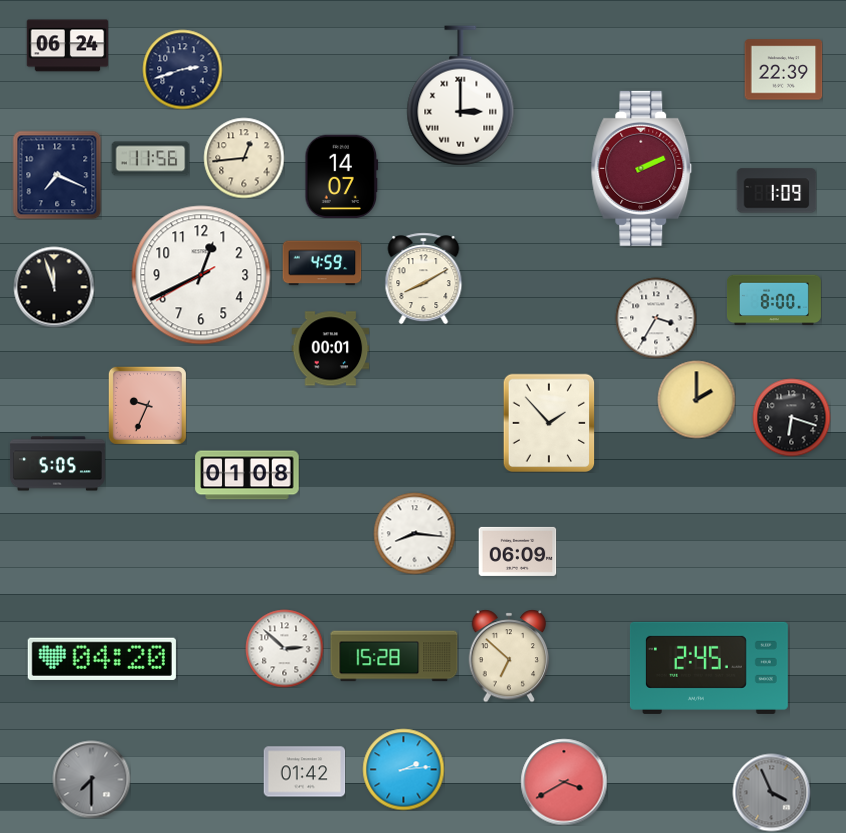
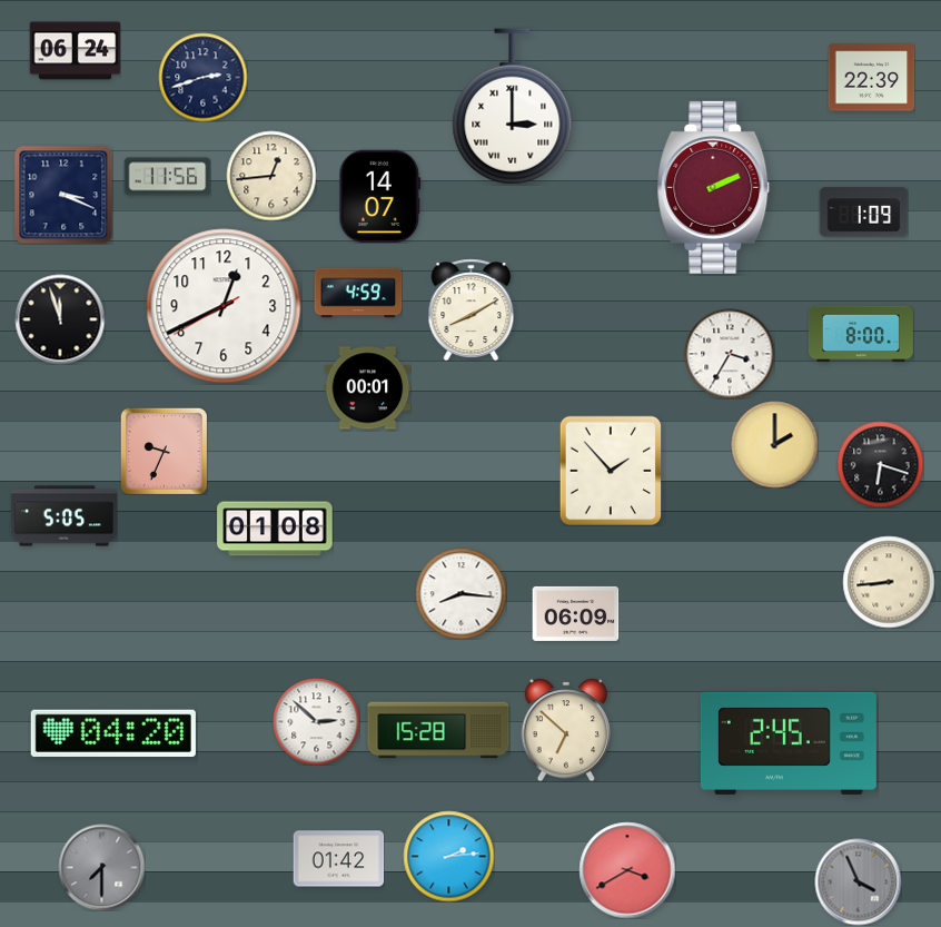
clock at (57, 175): 7:19 -> 3:19
clock at (889, 582): none -> 8:44
